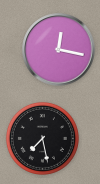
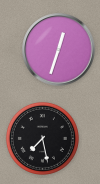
clock at (59, 50): 12:17 -> 12:33
